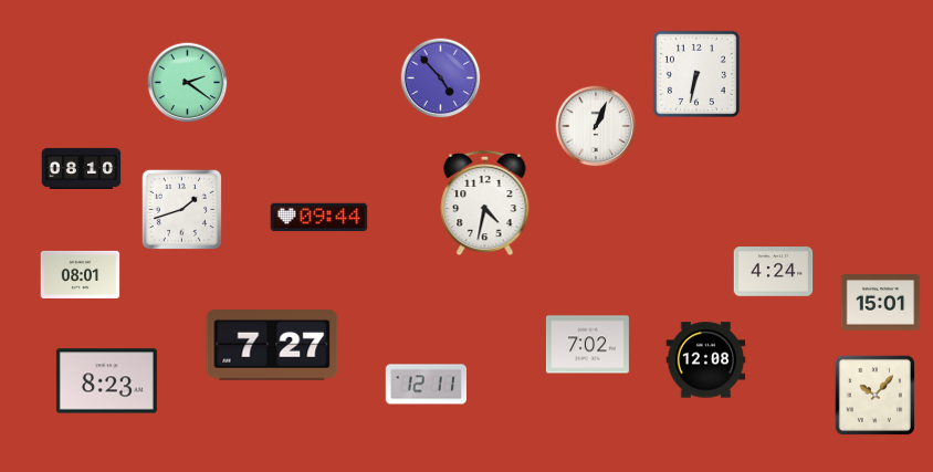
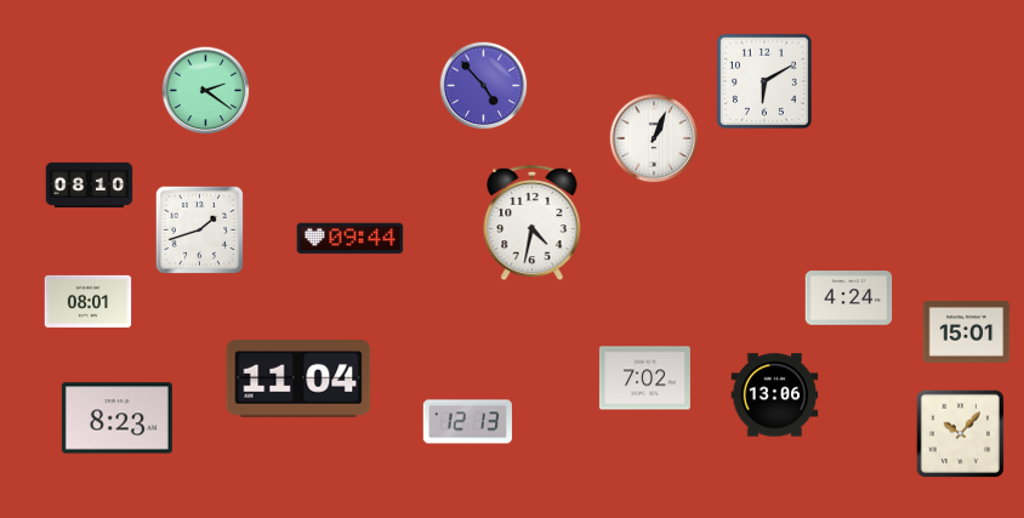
clock at (696, 74): 6:32 -> 6:10
clock at (272, 346): 7:27 -> 11:04
clock at (706, 360): 12:08 -> 13:06
clock at (426, 385): 12:11 -> 12:13
